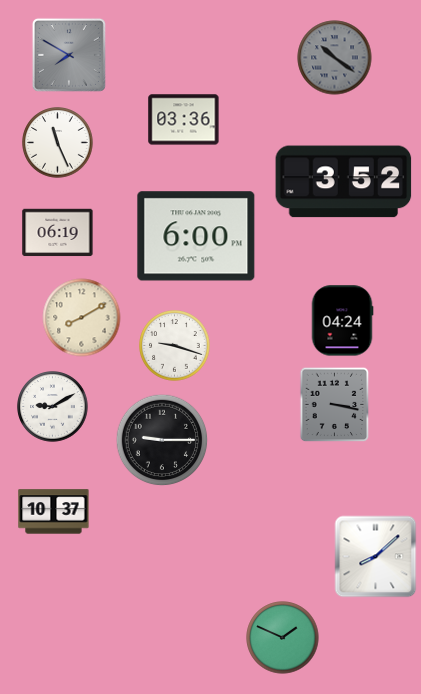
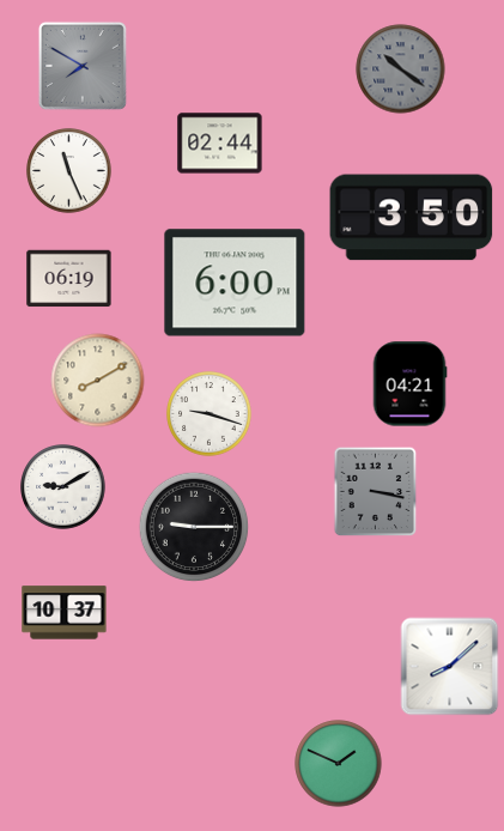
clock at (184, 120): 03:36 -> 02:44
clock at (344, 182): 3:52 -> 3:50
clock at (342, 321): 04:24 -> 04:21
clock at (335, 405) position: (335, 405) -> (376, 492)
